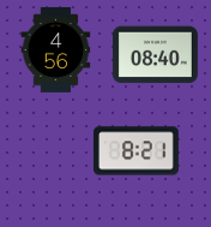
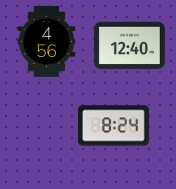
clock at (155, 55): 08:40 -> 12:40
clock at (135, 151): 8:21 -> 8:24
